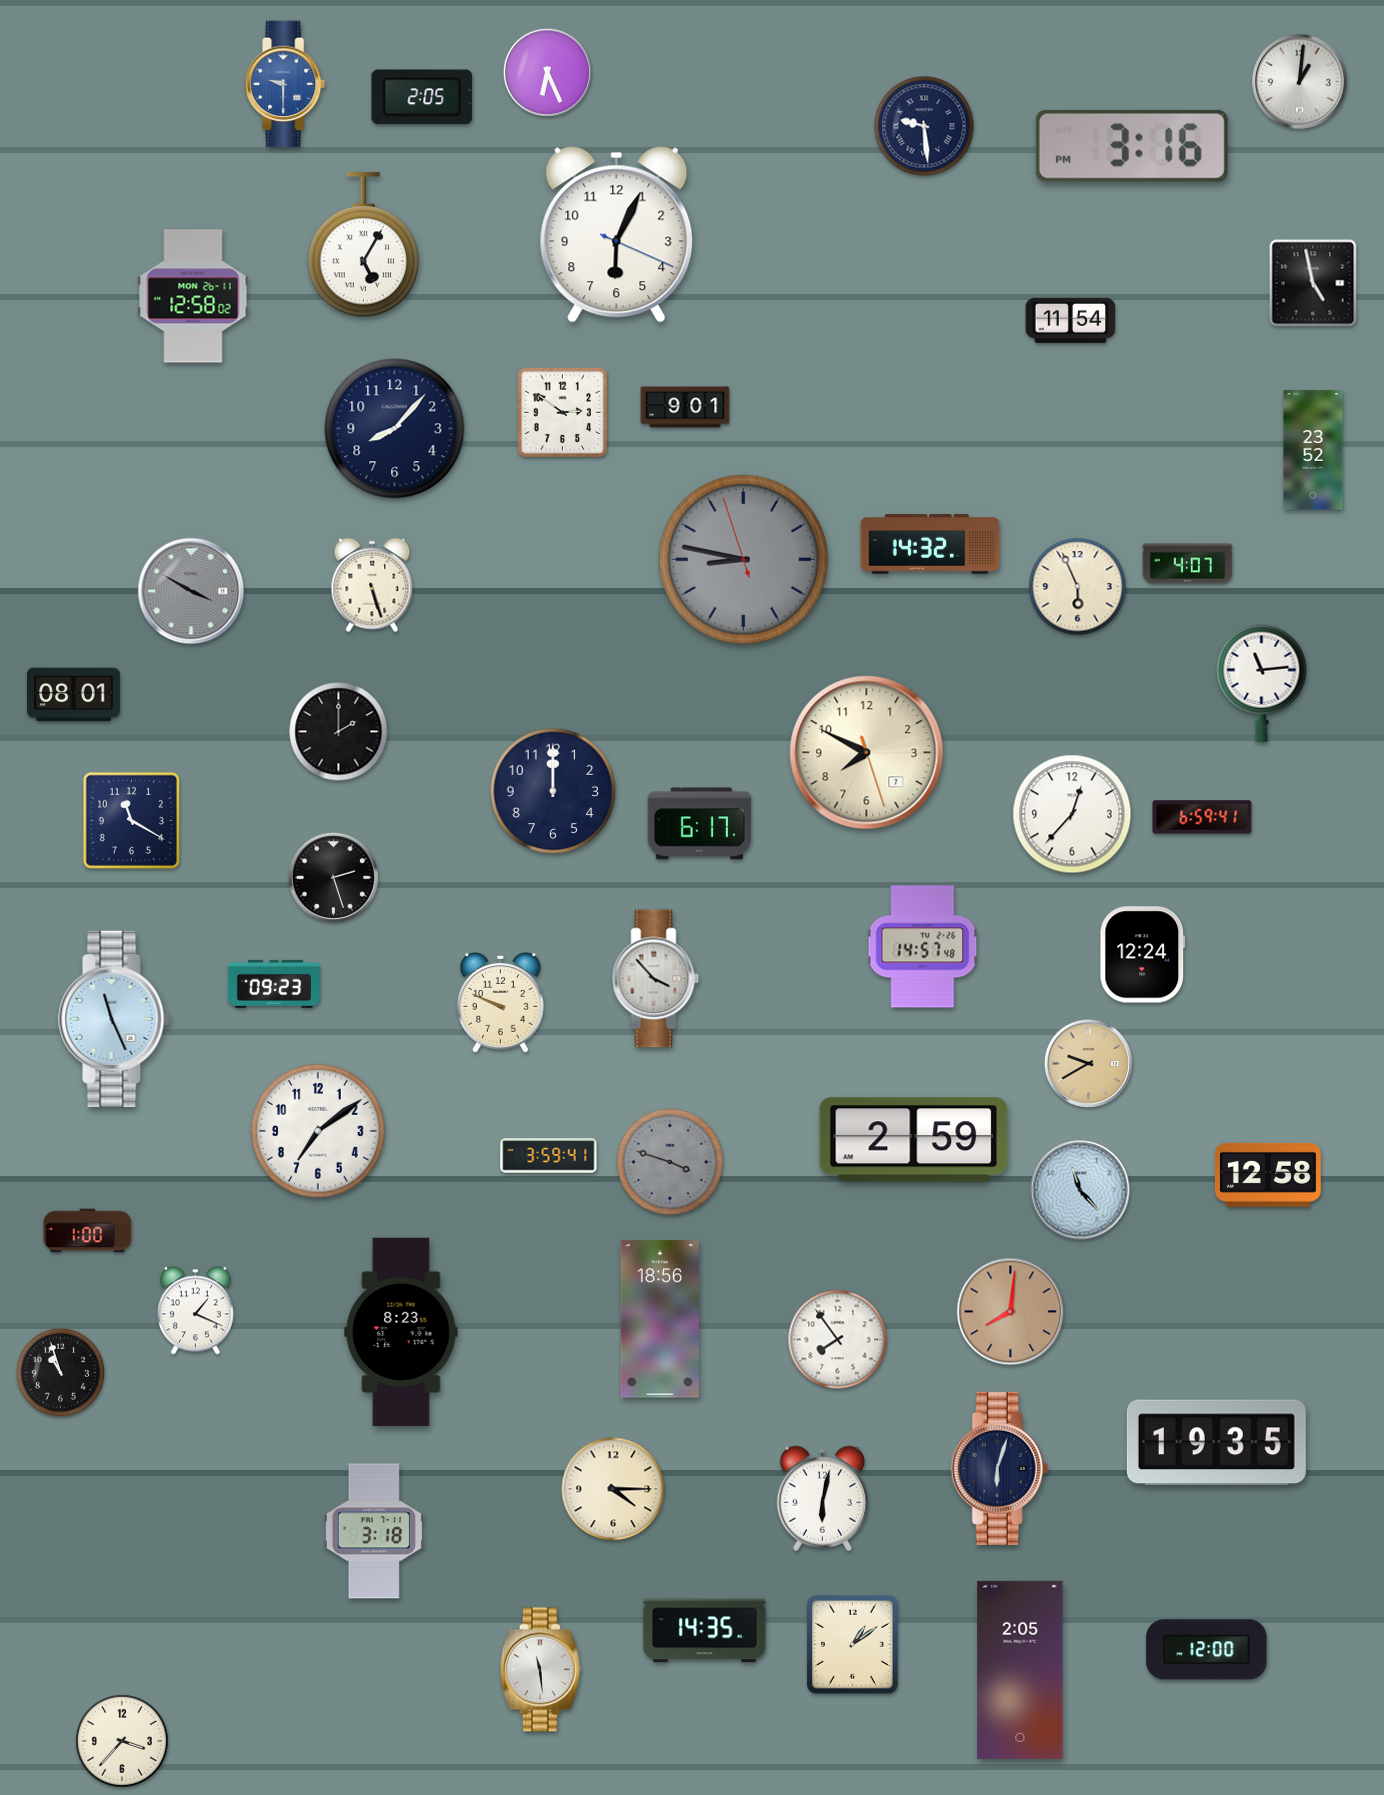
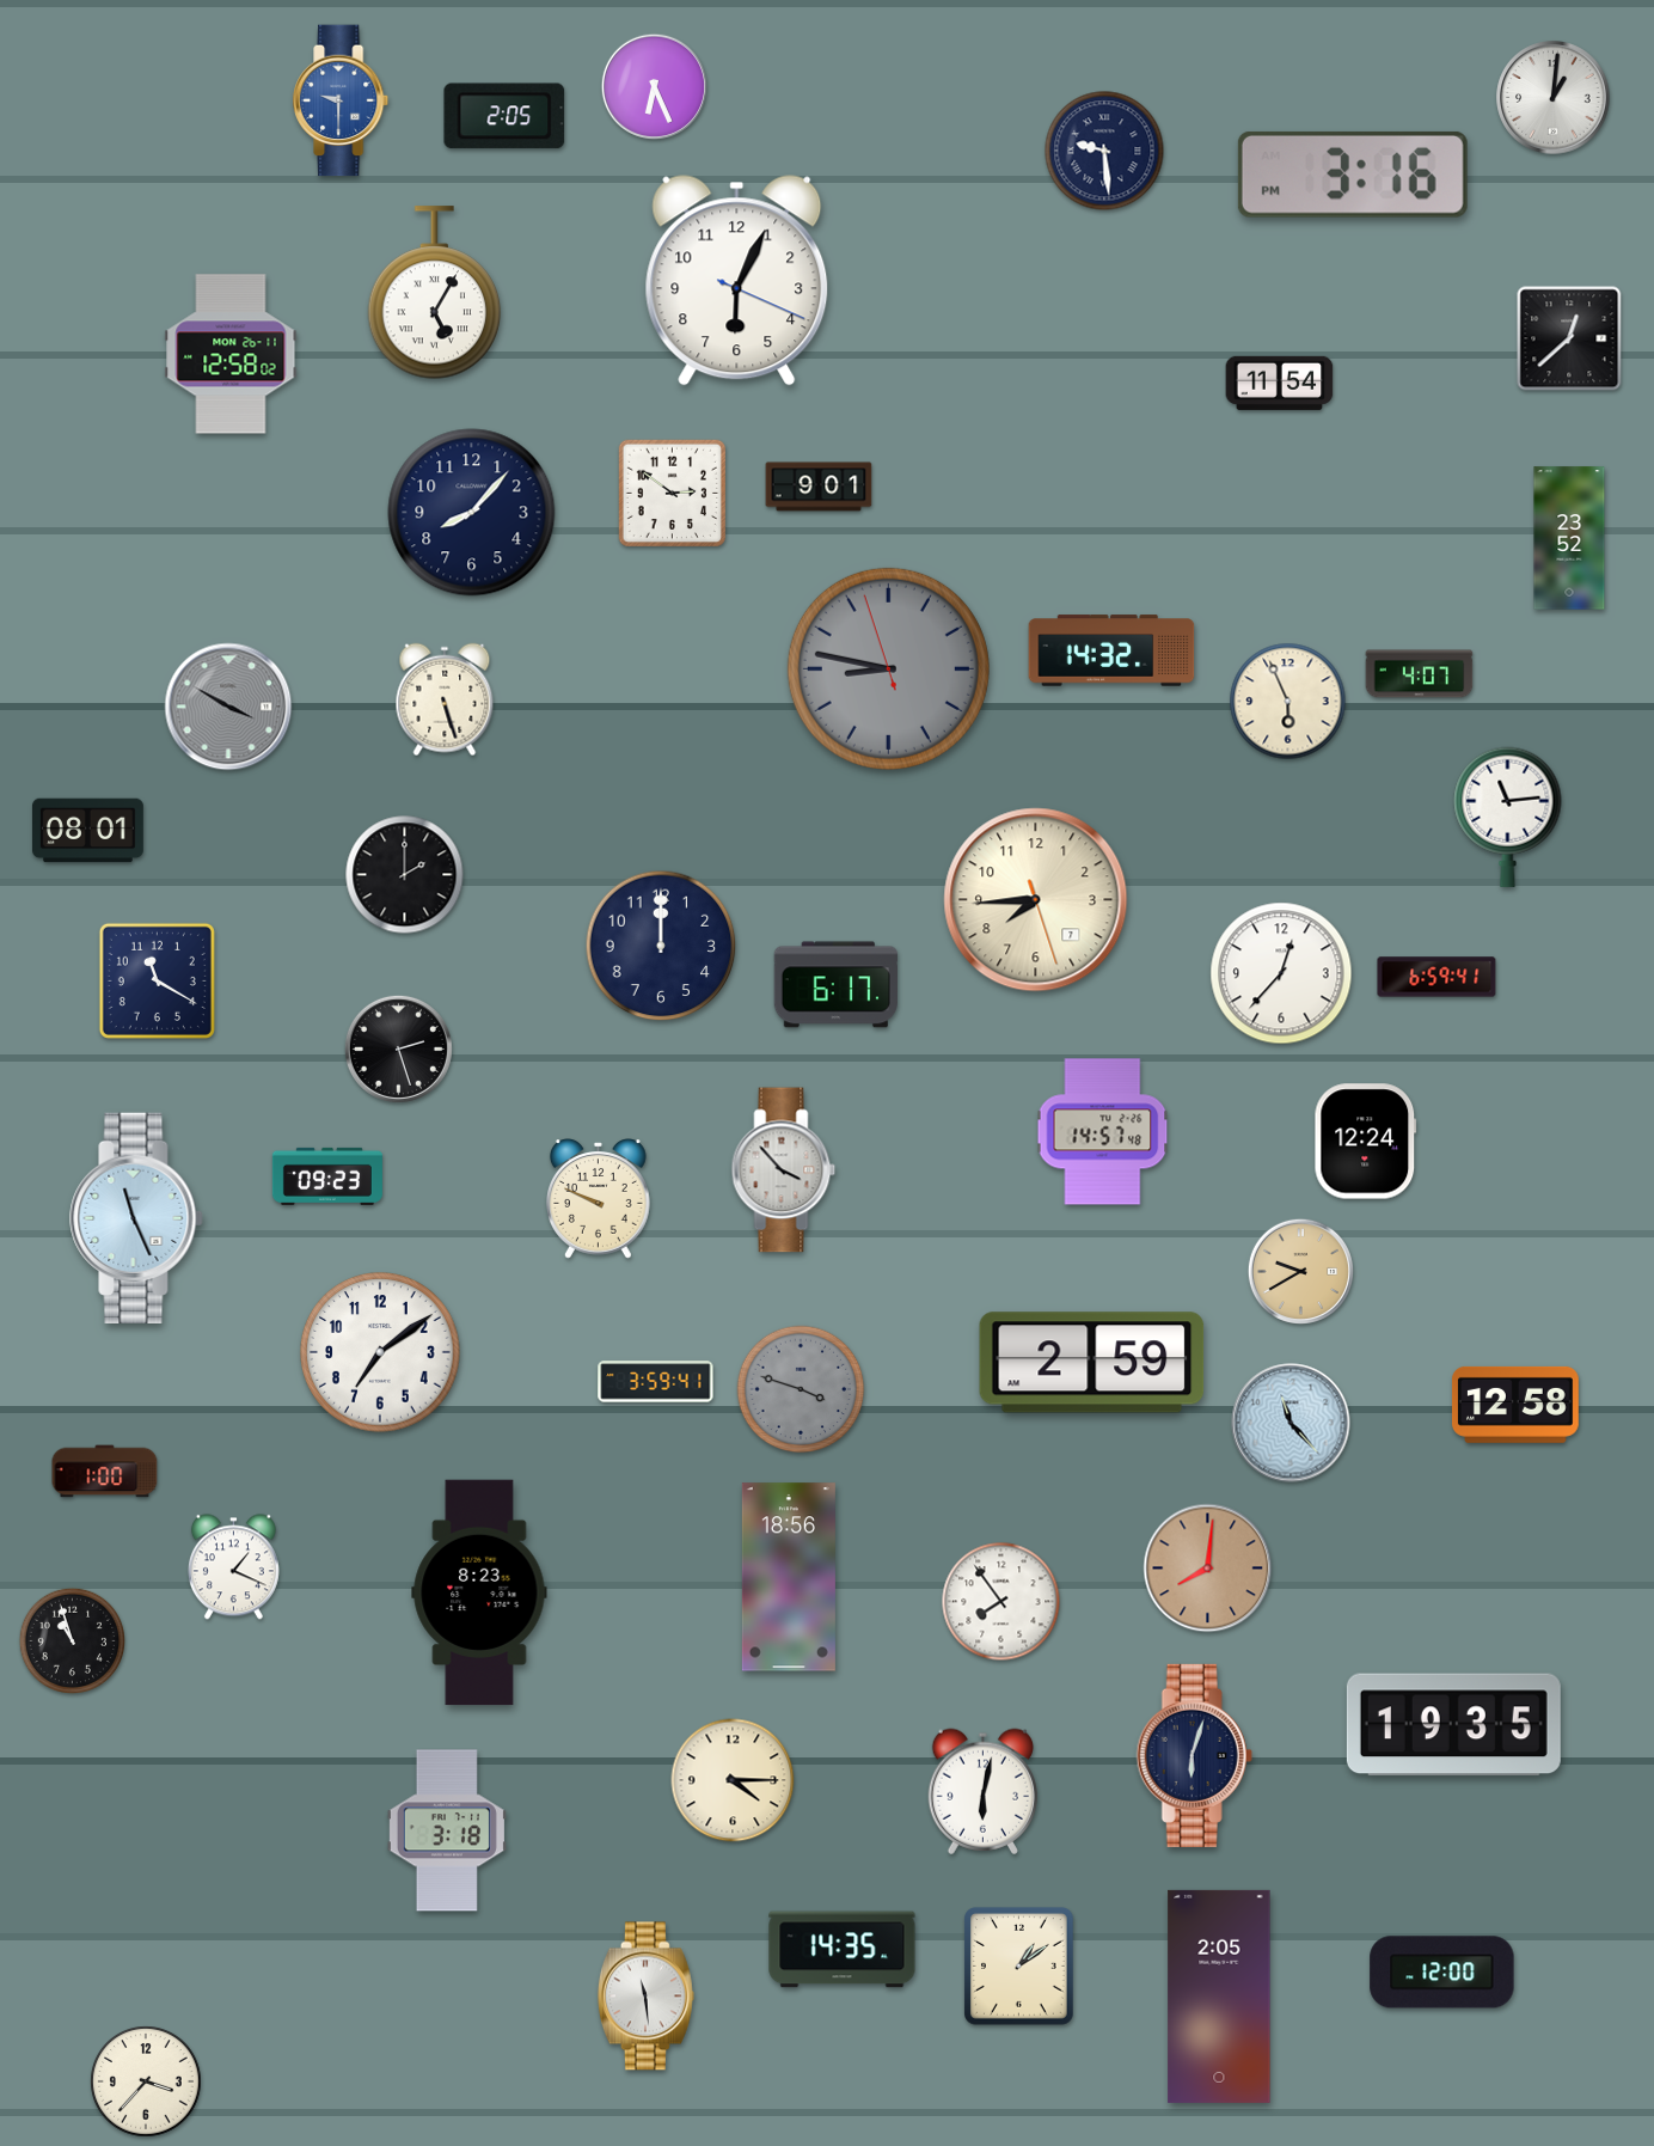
clock at (1313, 283): 4:58 -> 12:38
clock at (867, 753): 7:49 -> 7:44
